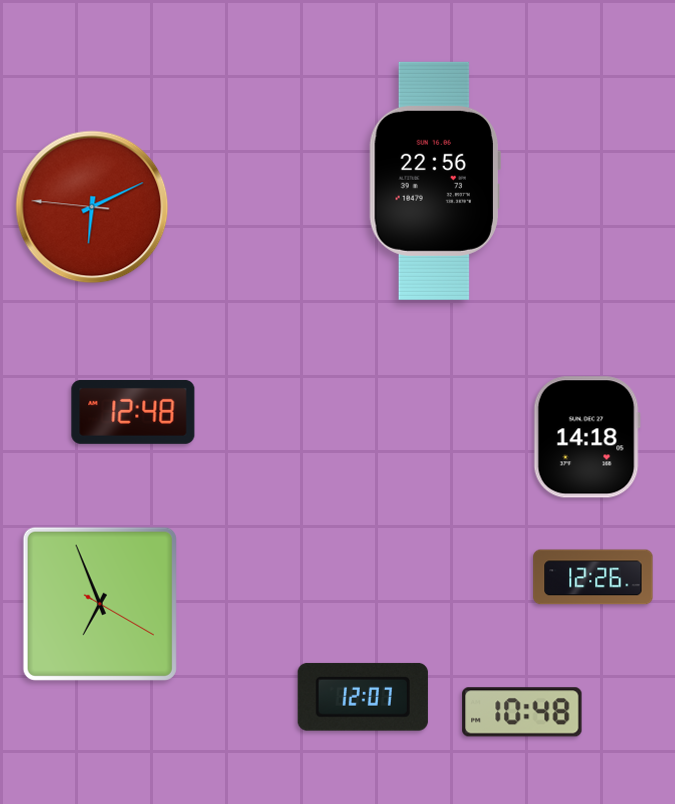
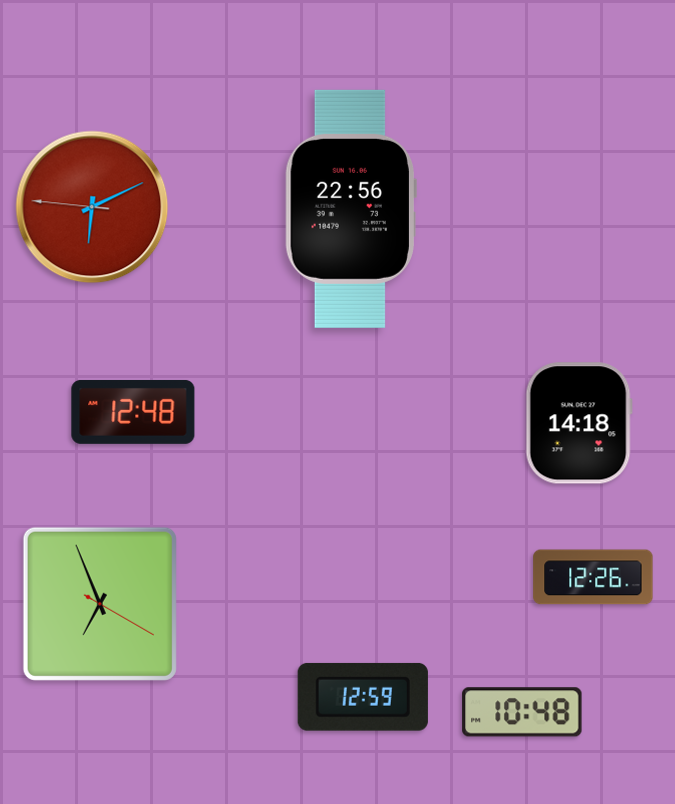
clock at (435, 181) position: (435, 181) -> (351, 209)
clock at (587, 437) position: (587, 437) -> (579, 423)
clock at (363, 697): 12:07 -> 12:59
